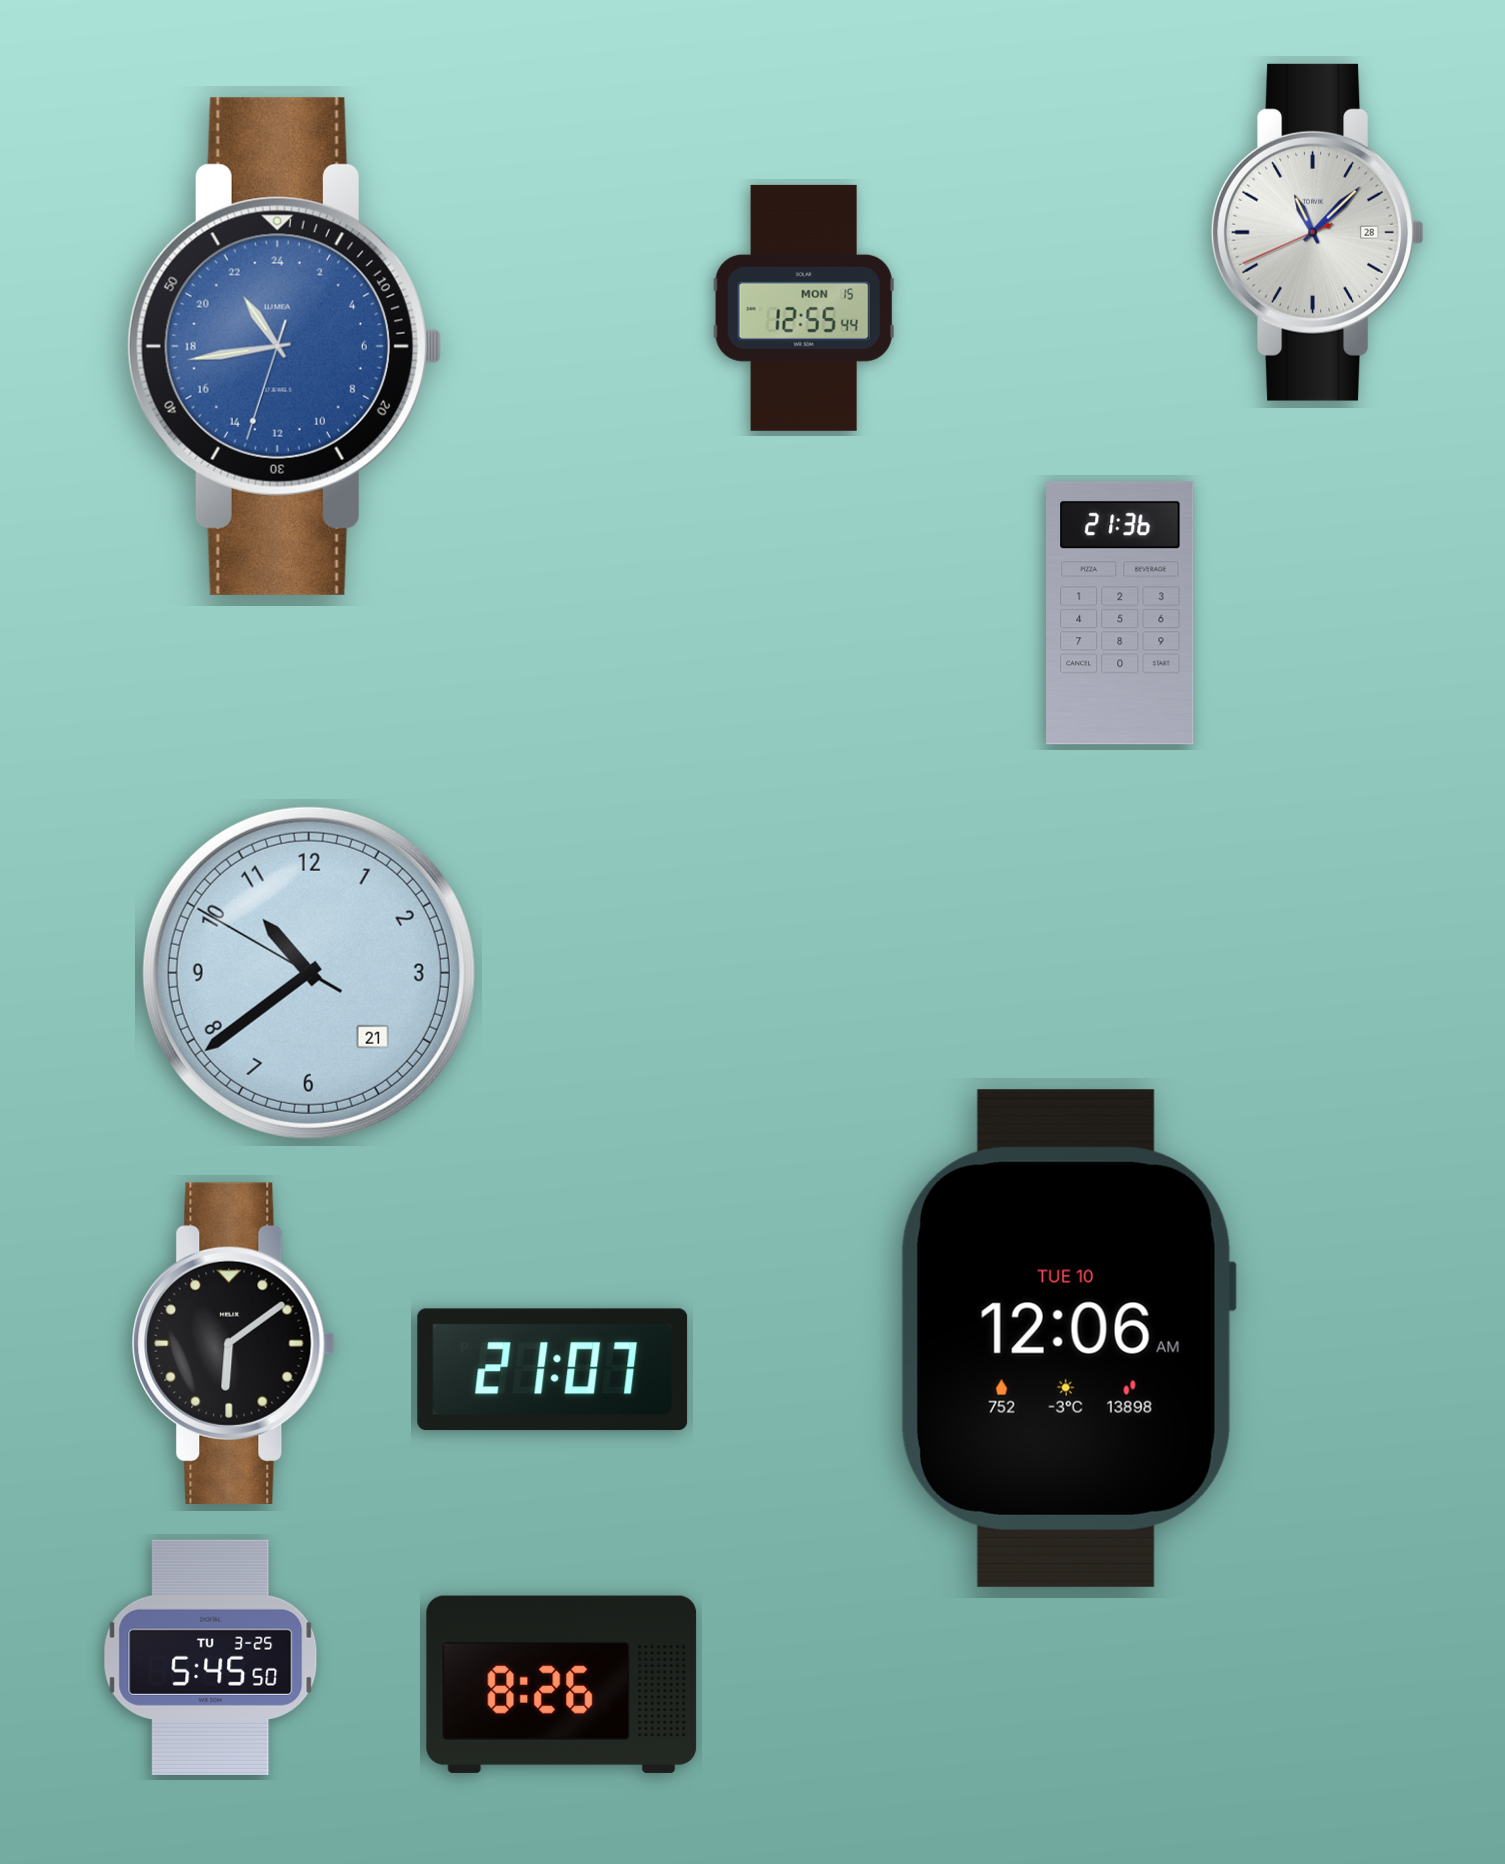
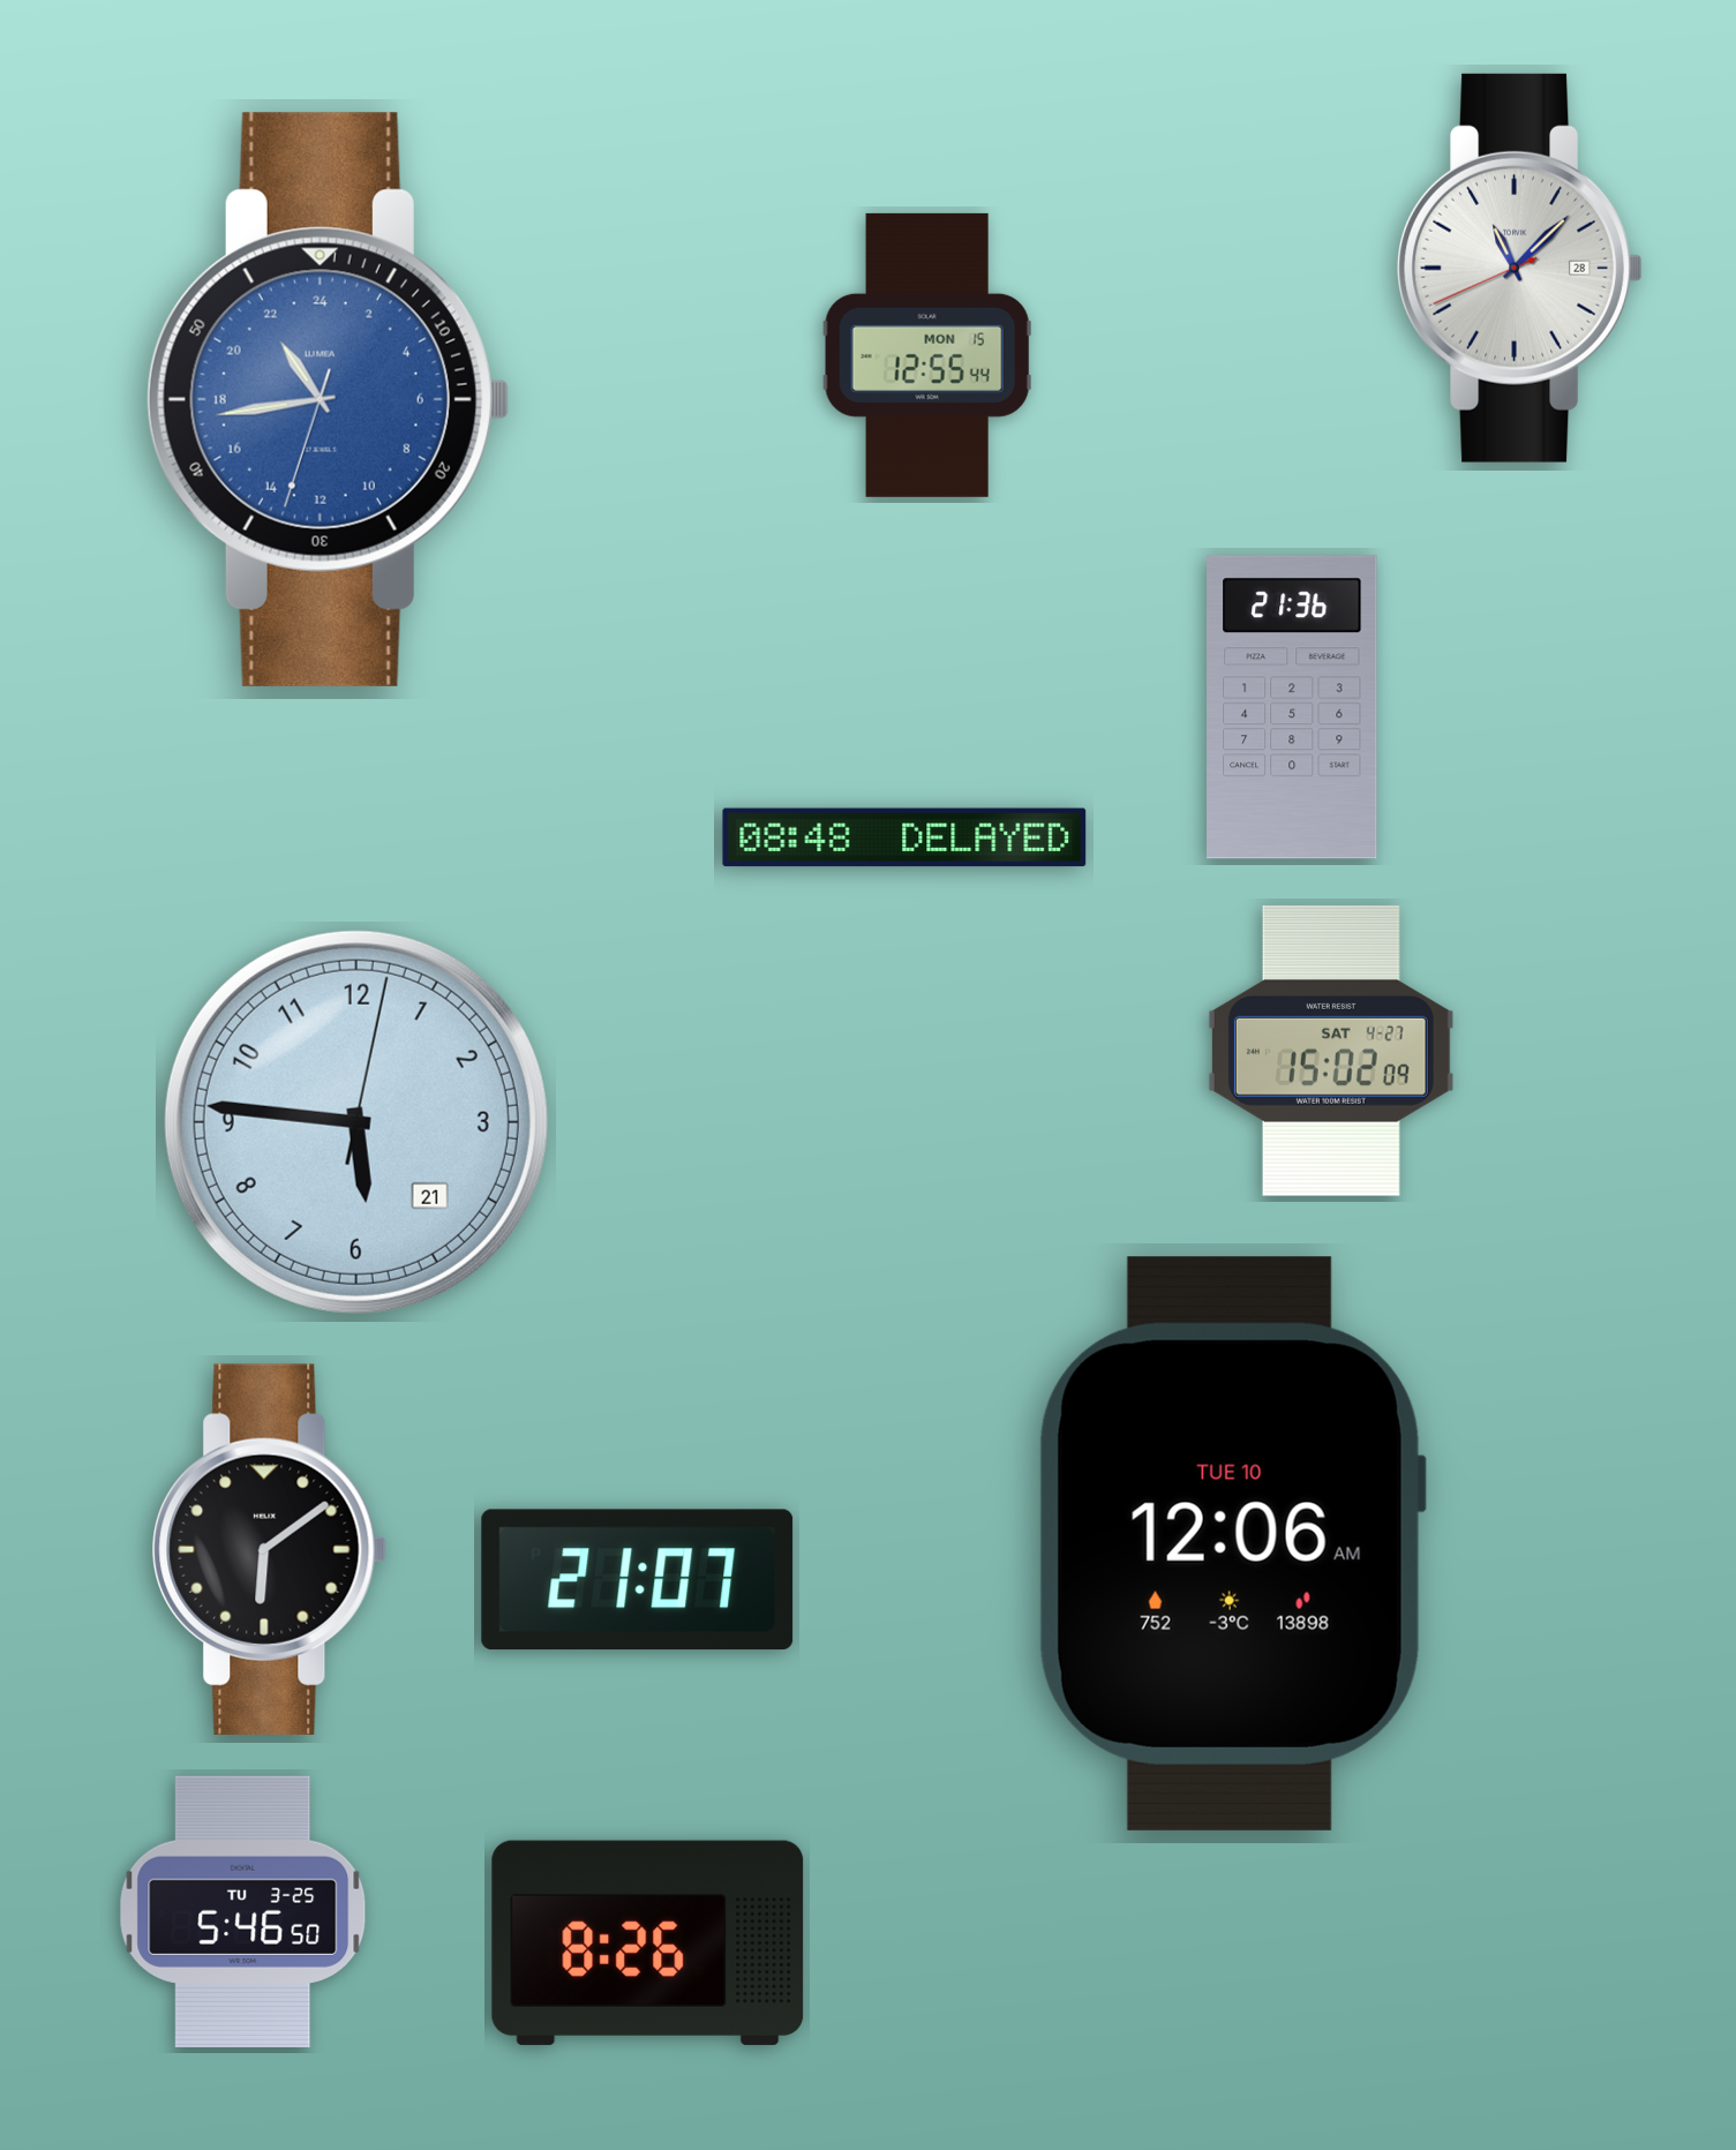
clock at (904, 837): none -> 08:48
clock at (1331, 1051): none -> 15:02
clock at (309, 973): 10:38 -> 5:46
clock at (211, 1657): 5:45 -> 5:46
